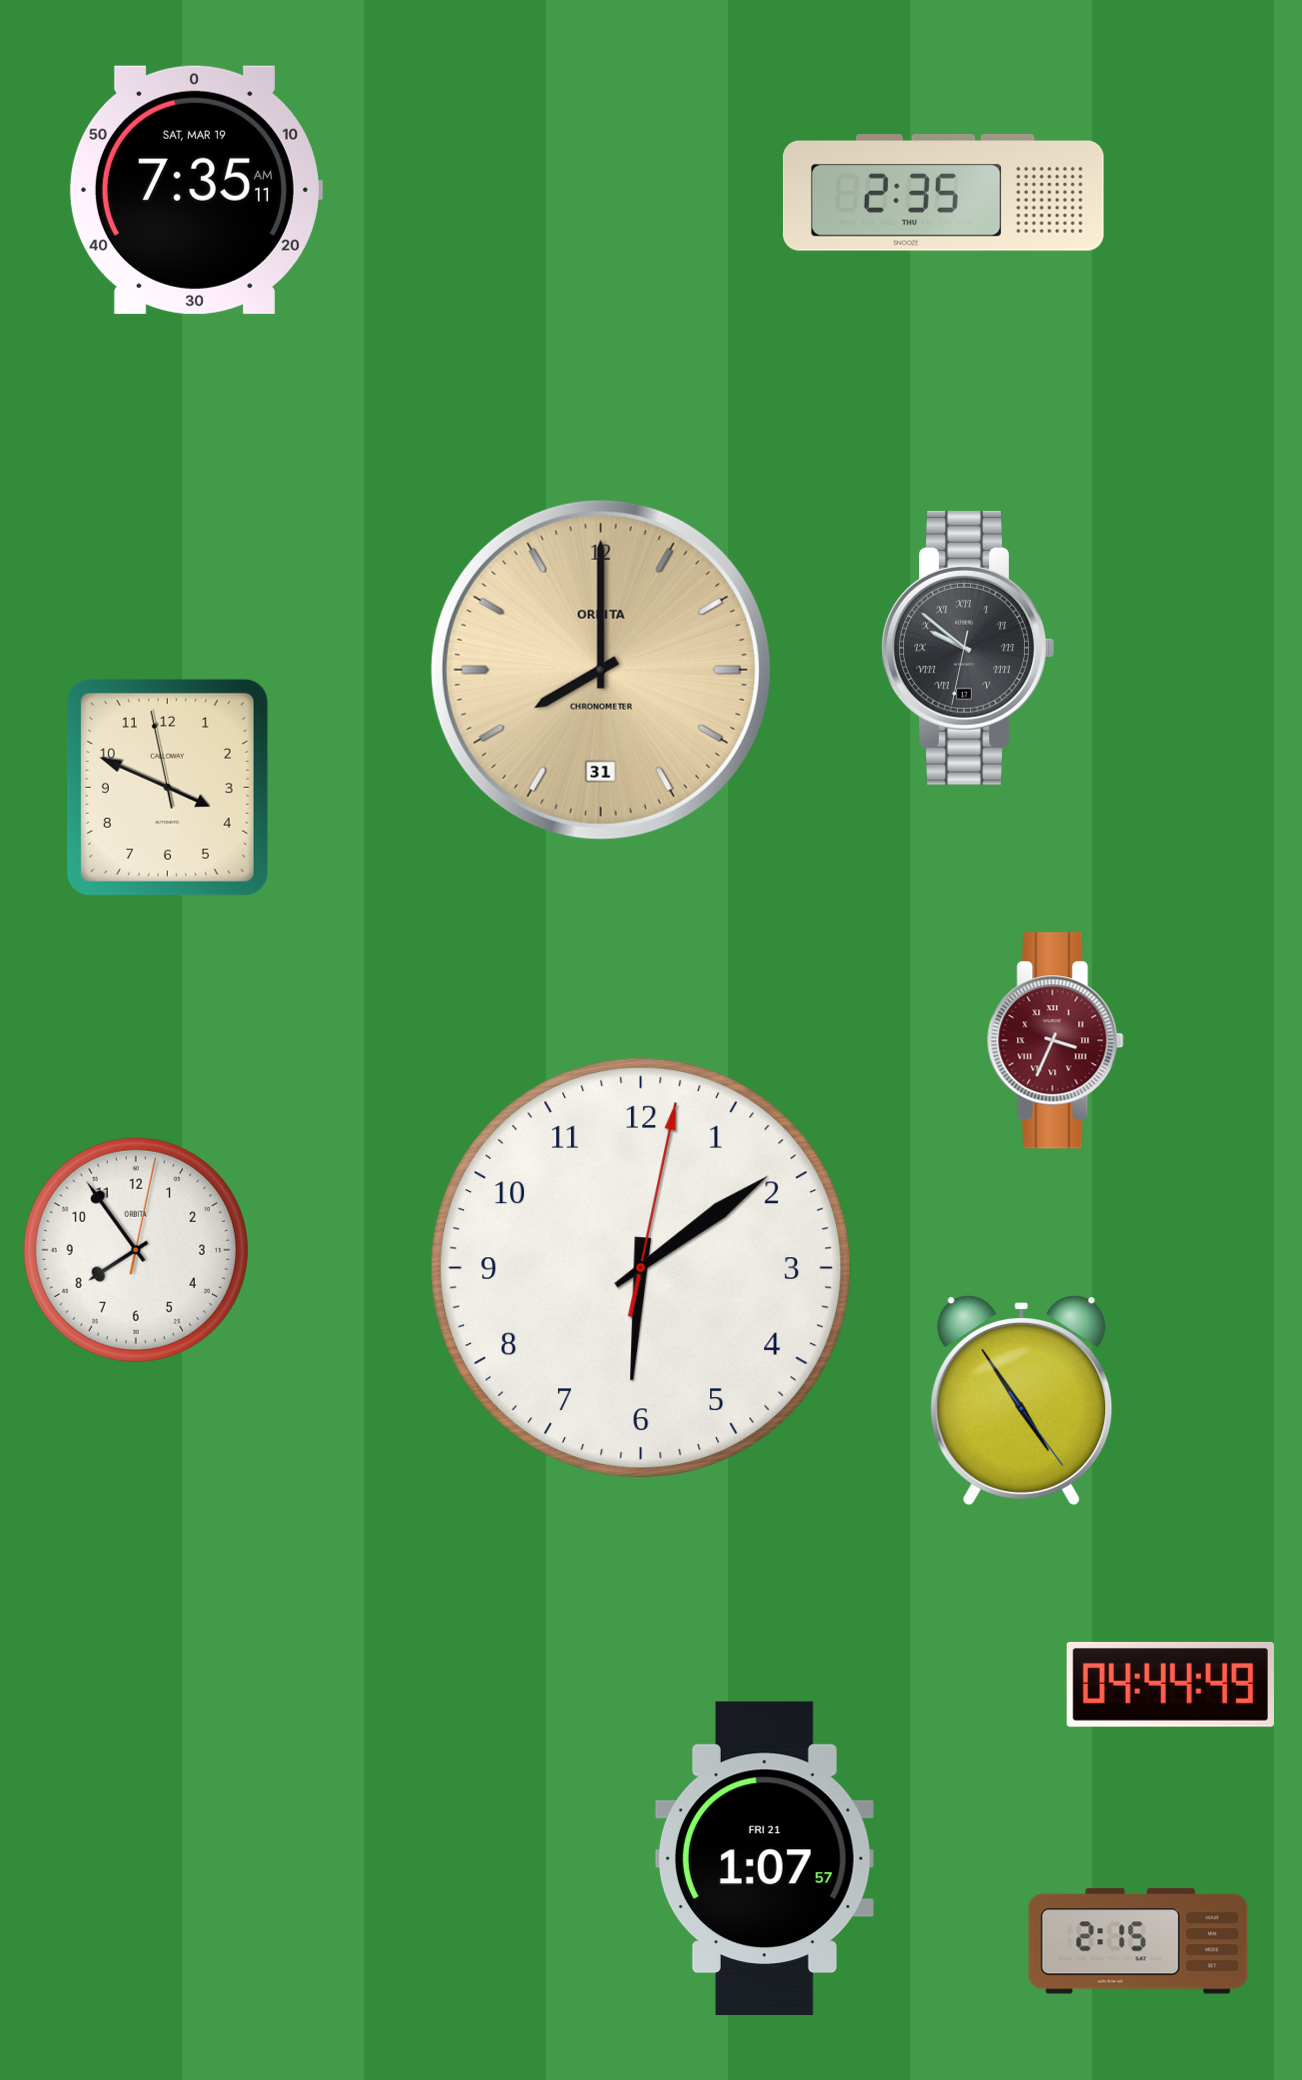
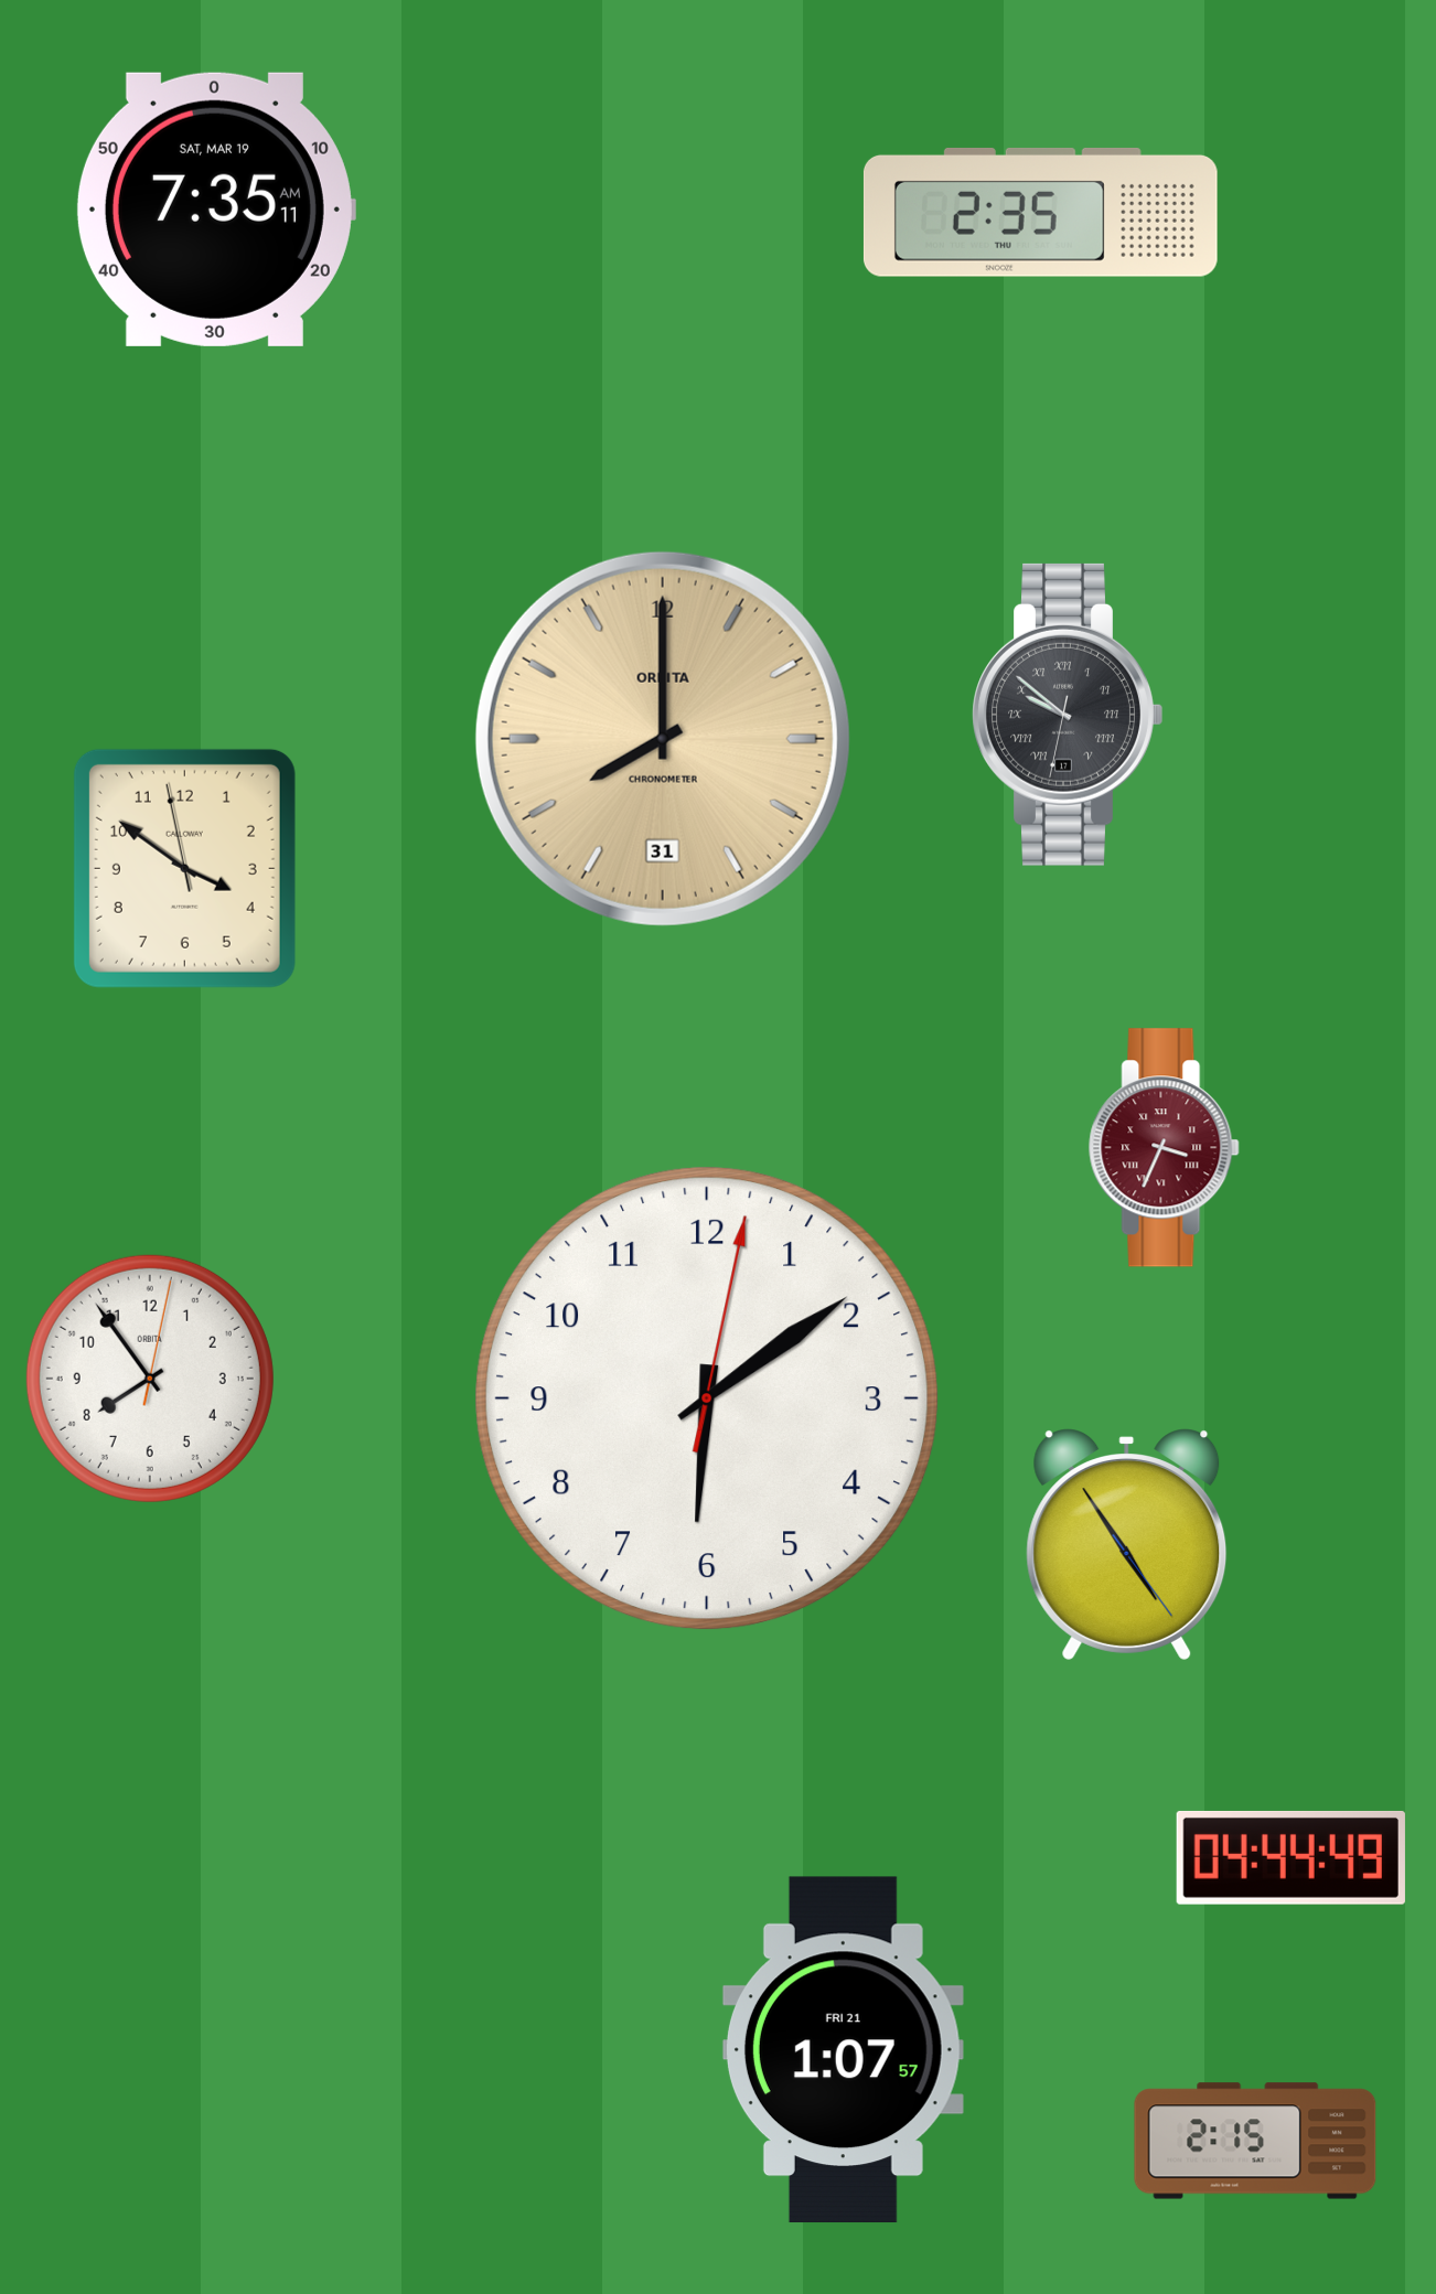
clock at (167, 787): 3:48 -> 3:50
